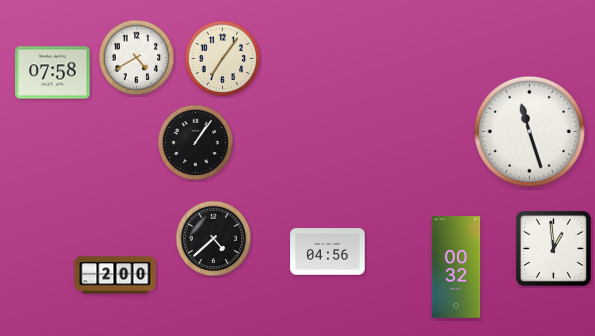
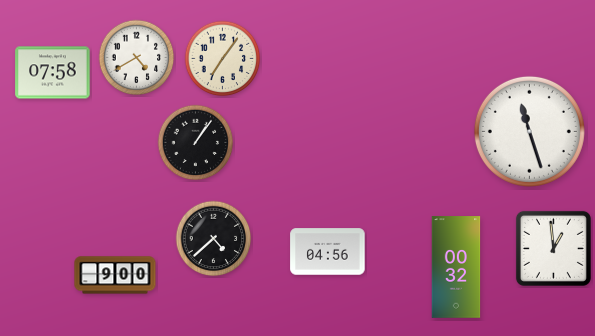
clock at (115, 275): 2:00 -> 9:00
